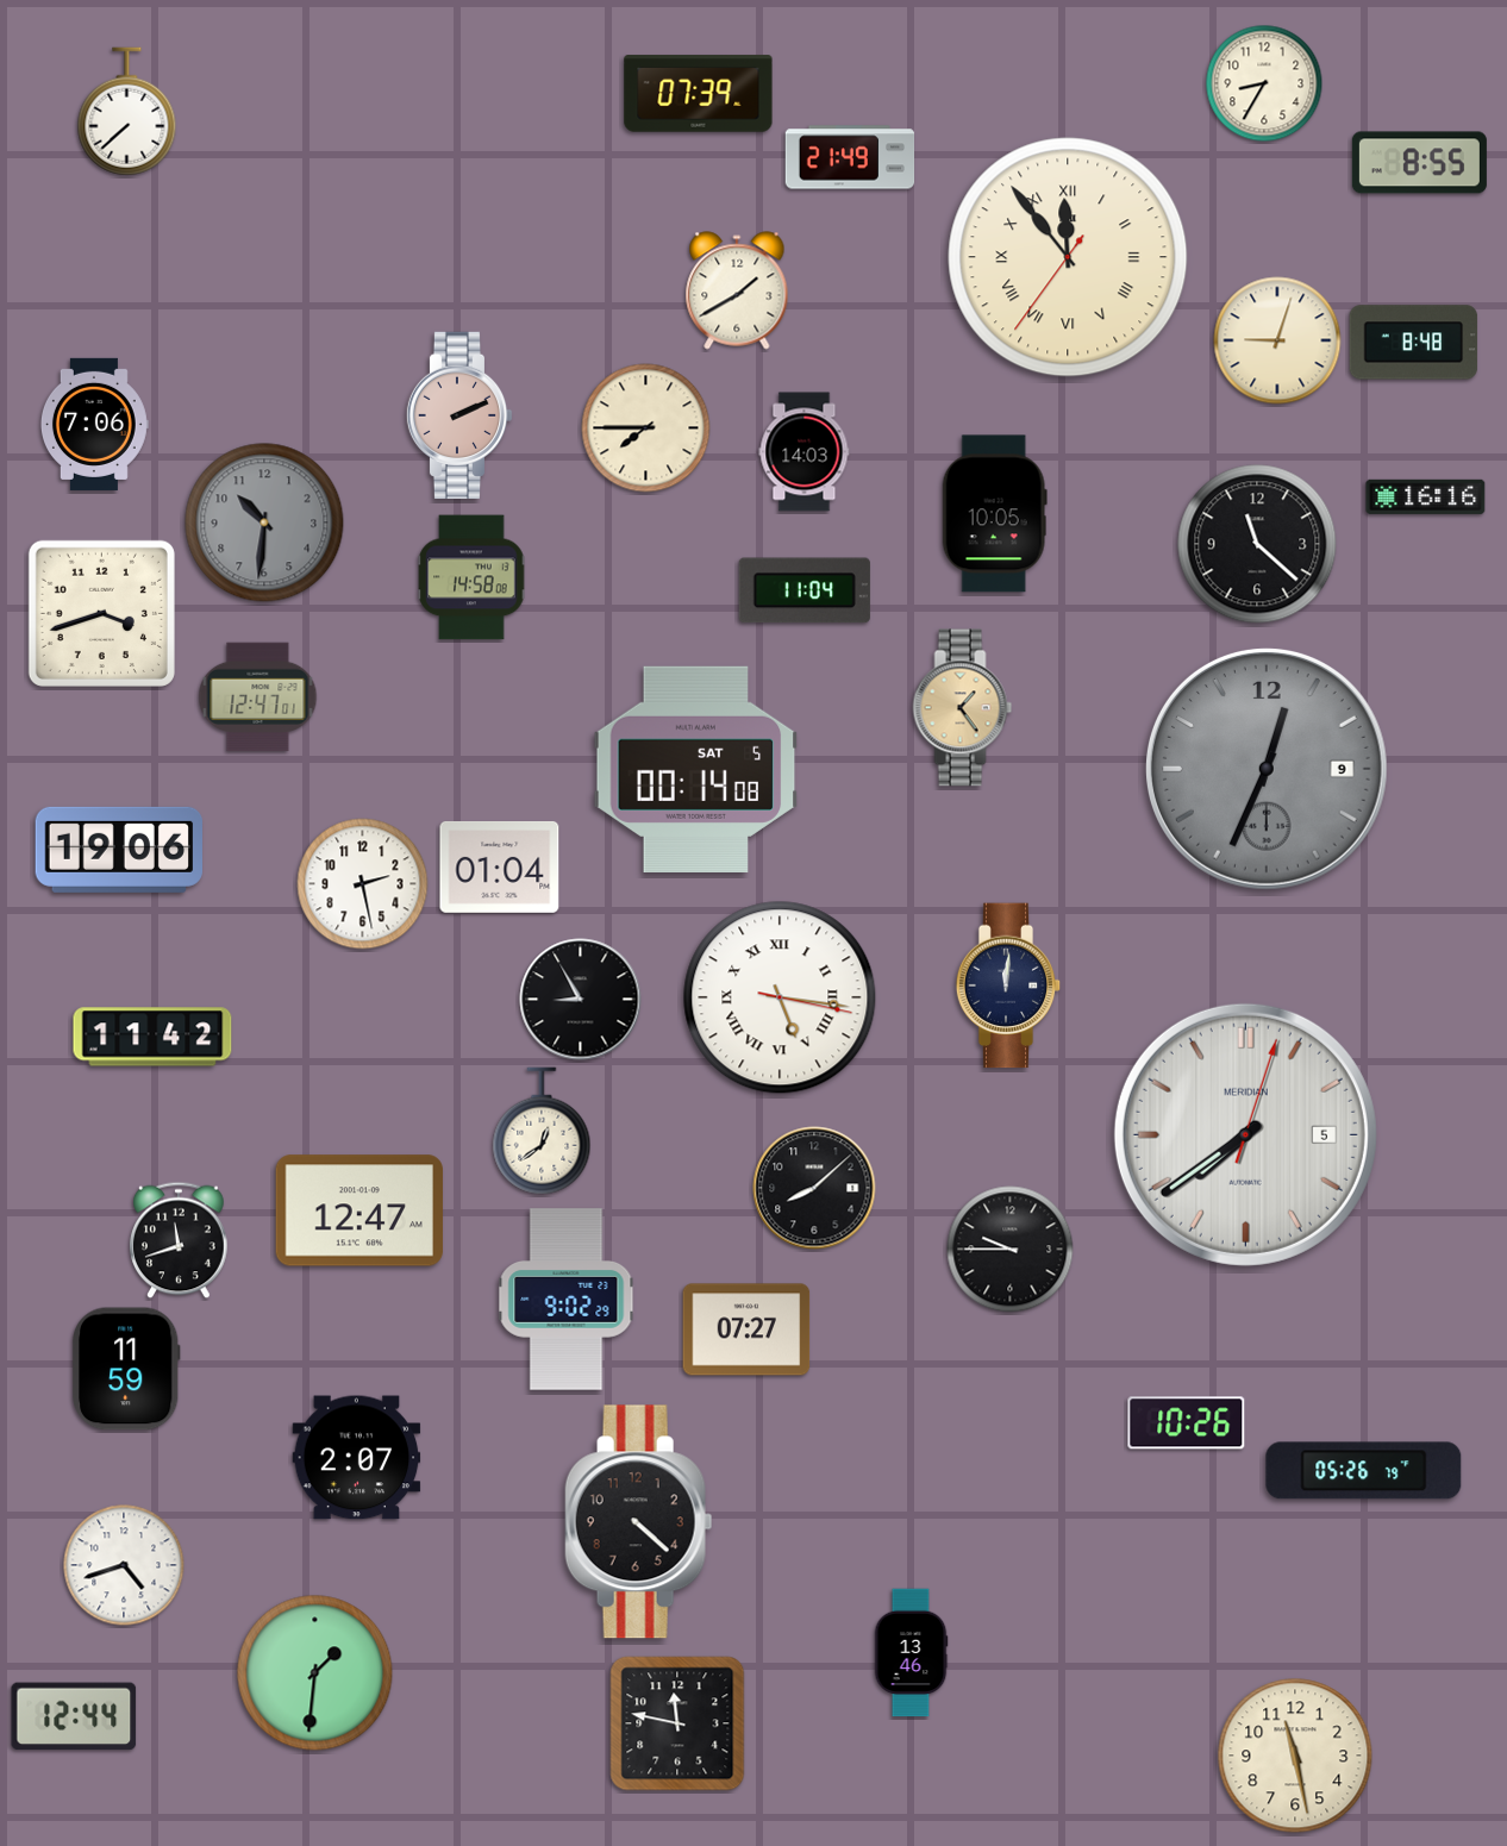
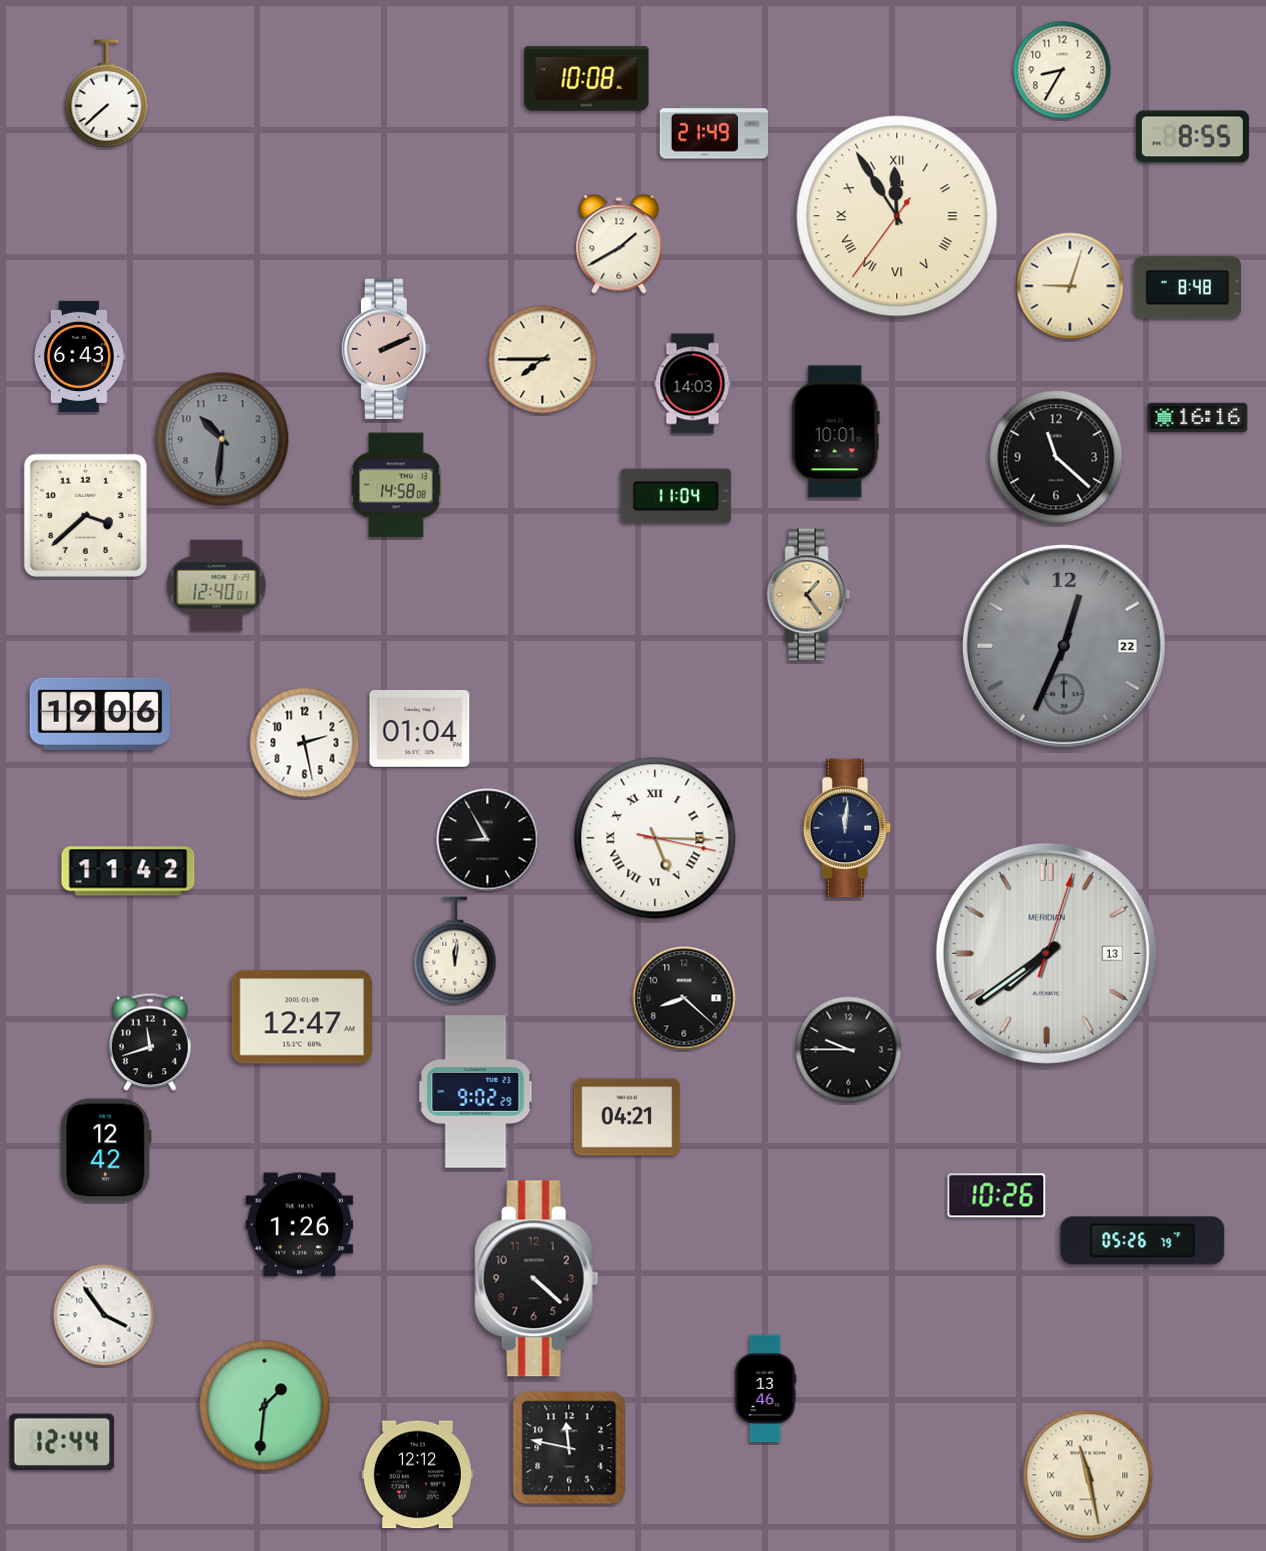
clock at (699, 94): 07:39 -> 10:08
clock at (1068, 257): 11:53 -> 11:54
clock at (1277, 340) position: (1277, 340) -> (1070, 286)
clock at (94, 424): 7:06 -> 6:43
clock at (805, 452) position: (805, 452) -> (693, 384)
clock at (994, 514): 10:05 -> 10:01
clock at (101, 613): 3:42 -> 3:38
clock at (258, 697): 12:47 -> 12:40
clock at (696, 769): 00:14 -> none
clock at (1267, 769) date: 9 -> 22
clock at (780, 997): 5:16 -> 5:15
clock at (542, 1131): 12:39 -> 12:01
clock at (1245, 1134) date: 5 -> 13
clock at (814, 1188): 8:08 -> 8:22
clock at (746, 1329): 07:27 -> 04:21
clock at (126, 1369): 11:59 -> 12:42
clock at (357, 1458): 2:07 -> 1:26
clock at (1364, 1471) position: (1364, 1471) -> (1143, 1241)
clock at (124, 1565): 4:42 -> 3:54
clock at (417, 1475): none -> 12:12
clock at (1295, 1756) numerals: Arabic -> Roman
